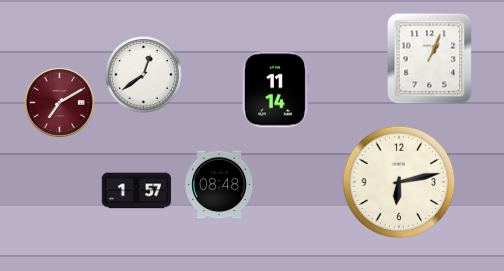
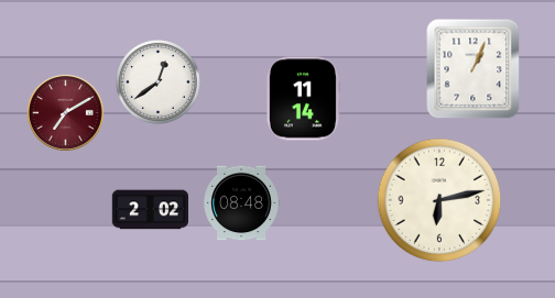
clock at (430, 59) position: (430, 59) -> (474, 69)
clock at (136, 191): 1:57 -> 2:02
